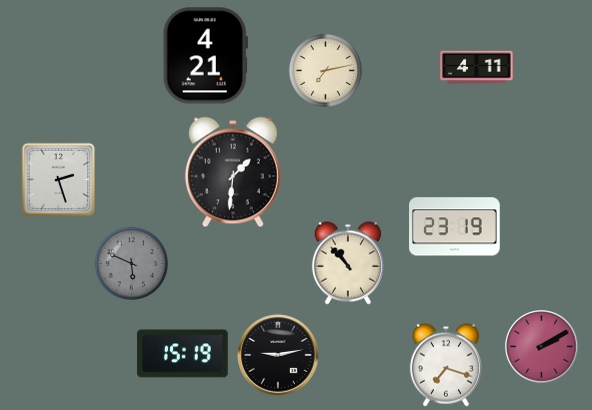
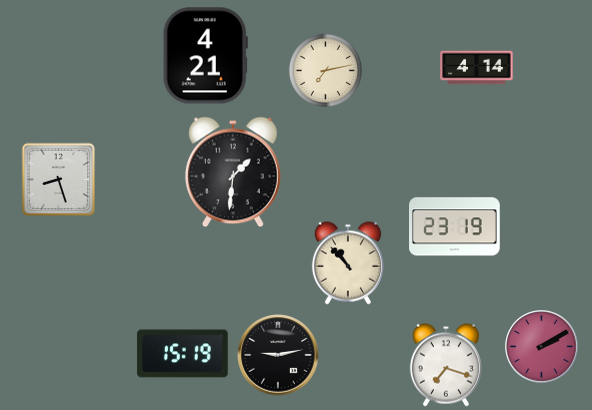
clock at (477, 68): 4:11 -> 4:14
clock at (59, 180): 2:27 -> 8:27
clock at (131, 263): 5:49 -> none
